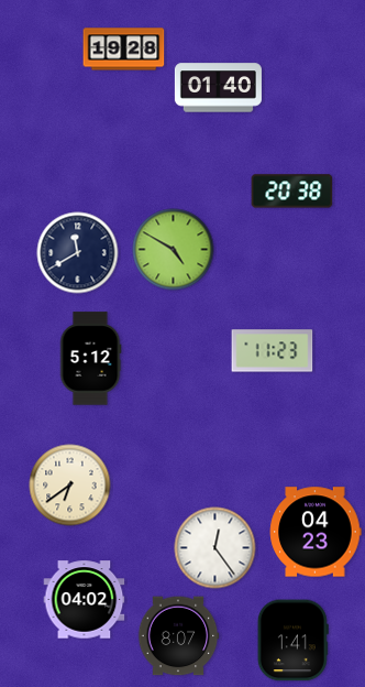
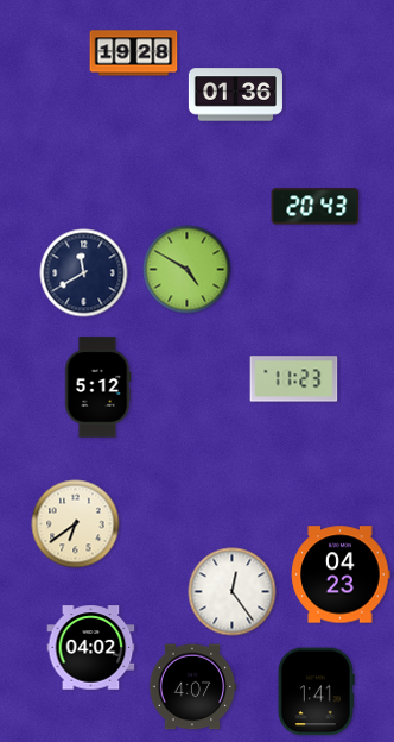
clock at (218, 88): 01:40 -> 01:36
clock at (292, 192): 20:38 -> 20:43
clock at (178, 636): 8:07 -> 4:07
